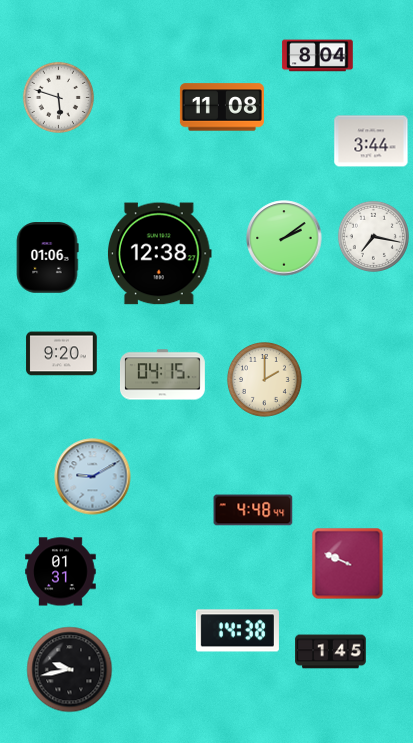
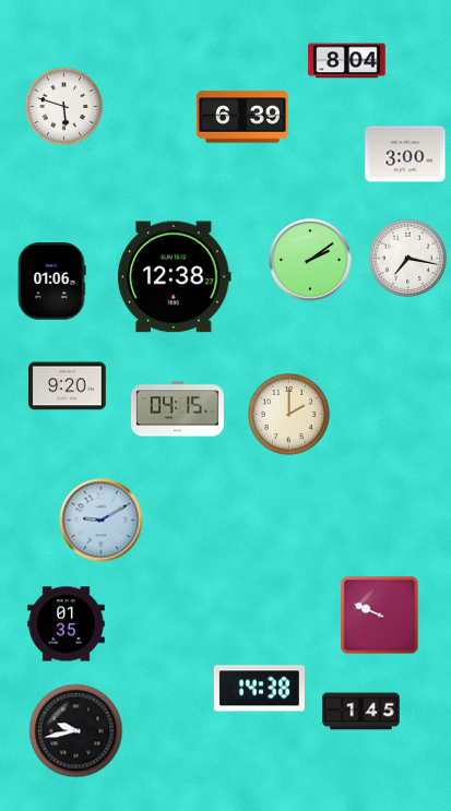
clock at (222, 107): 11:08 -> 6:39
clock at (371, 141): 3:44 -> 3:00
clock at (253, 510): 4:48 -> none
clock at (61, 572): 01:31 -> 01:35
